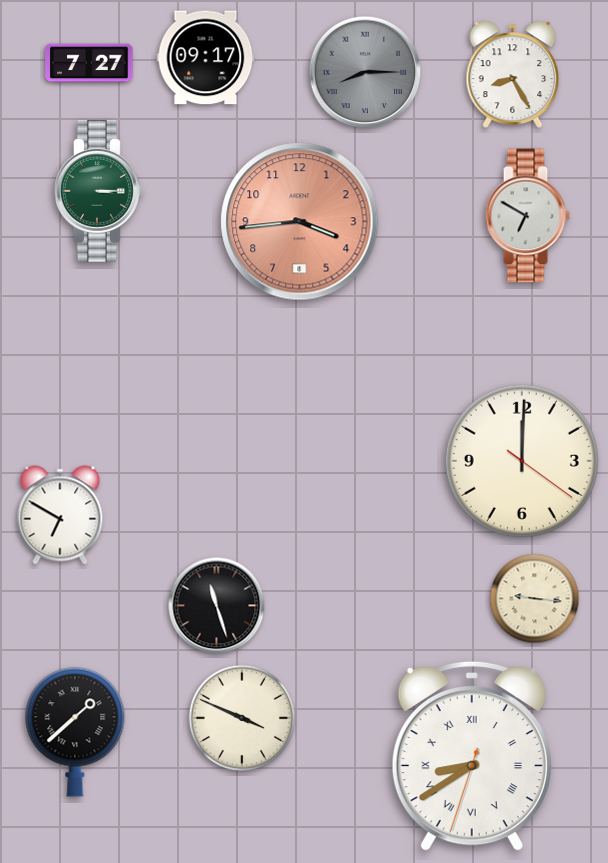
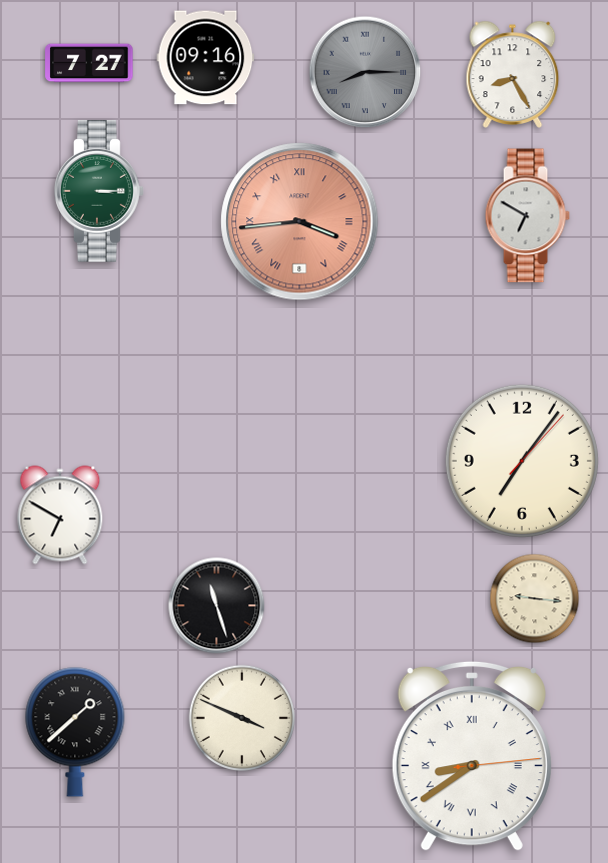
clock at (206, 58): 09:17 -> 09:16
clock at (300, 222) numerals: Arabic -> Roman
clock at (522, 461): 12:00 -> 7:06
clock at (472, 756): 8:39:33 -> 8:39:14
